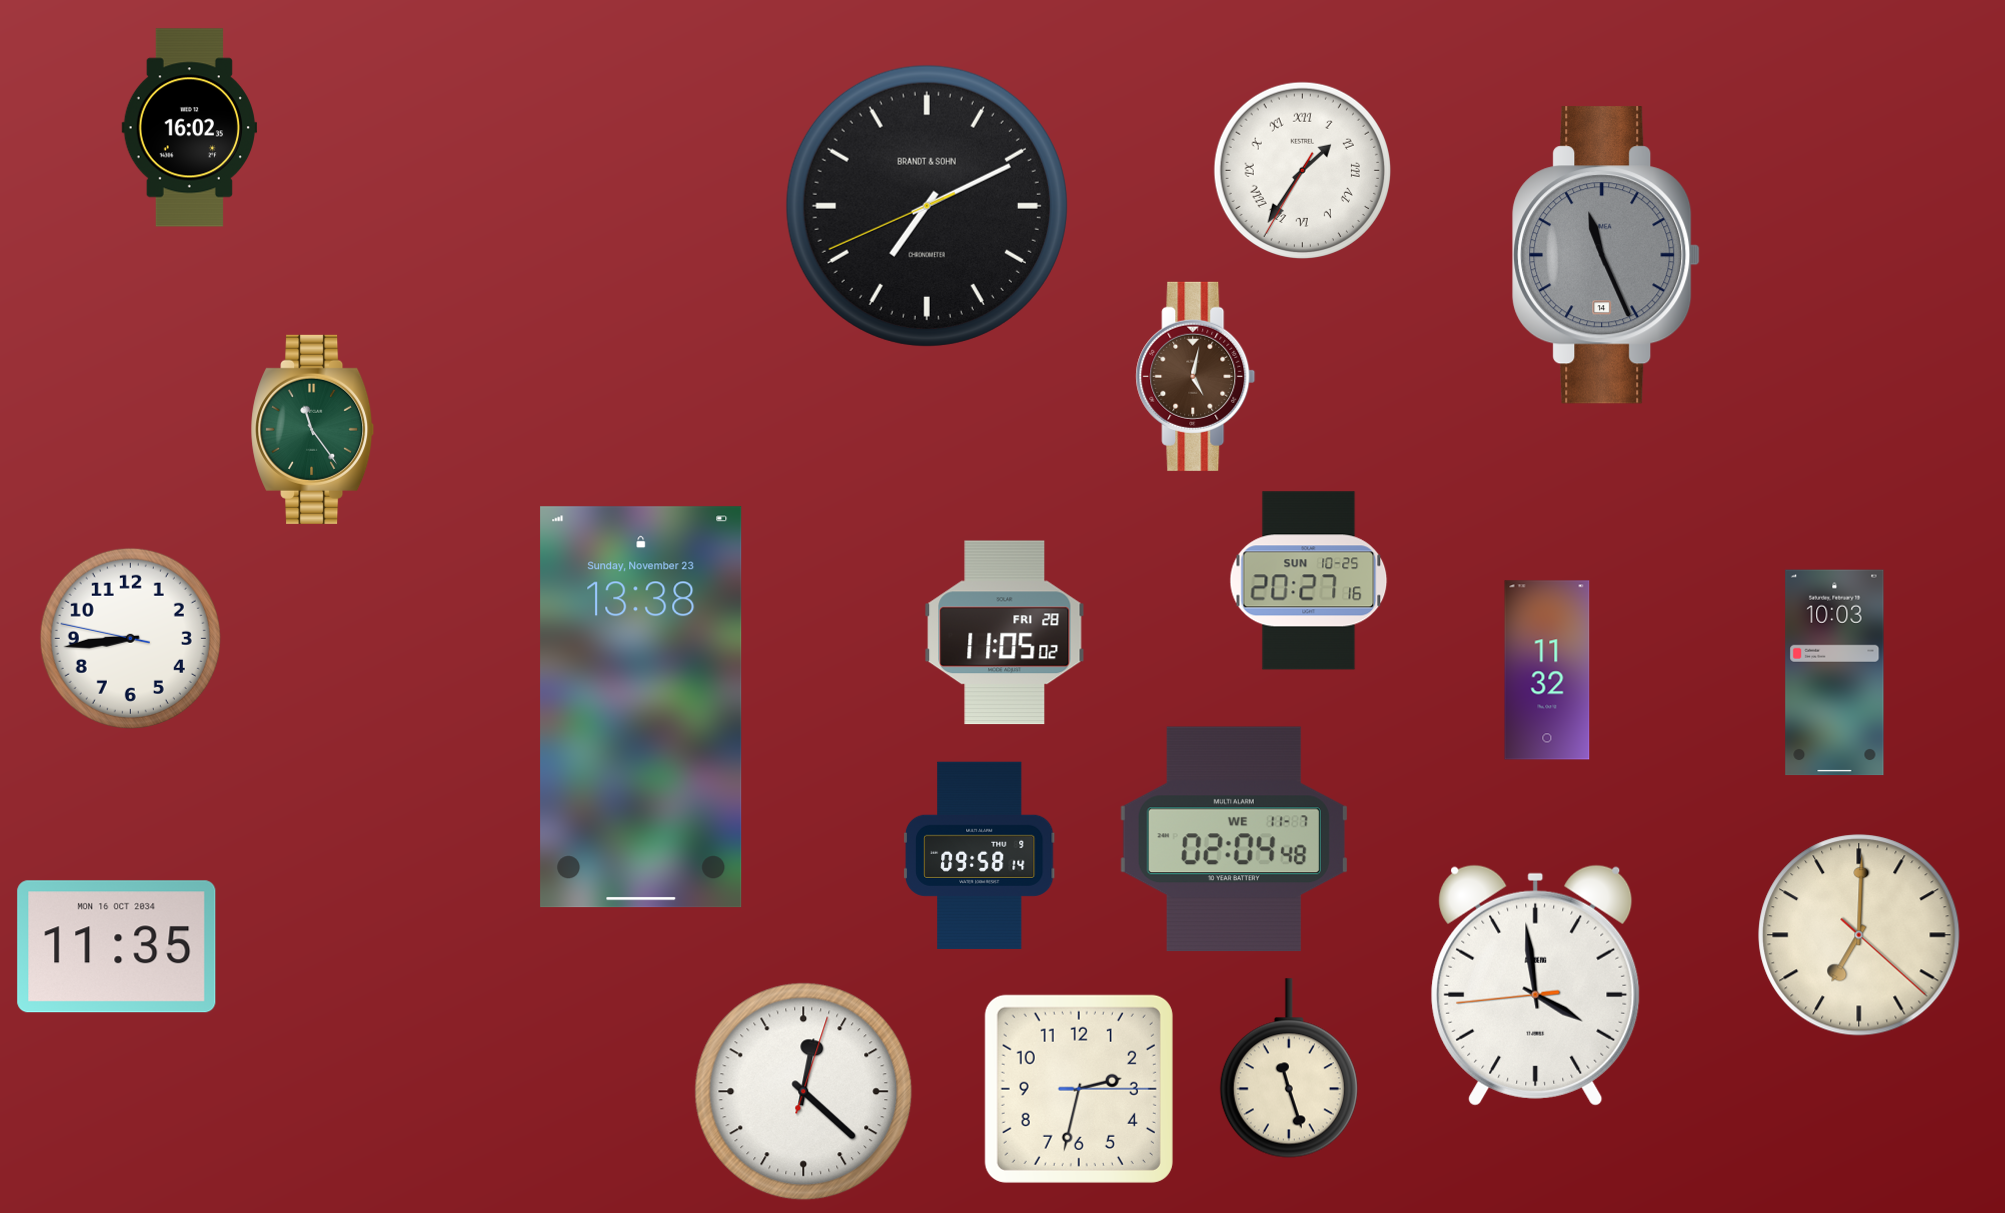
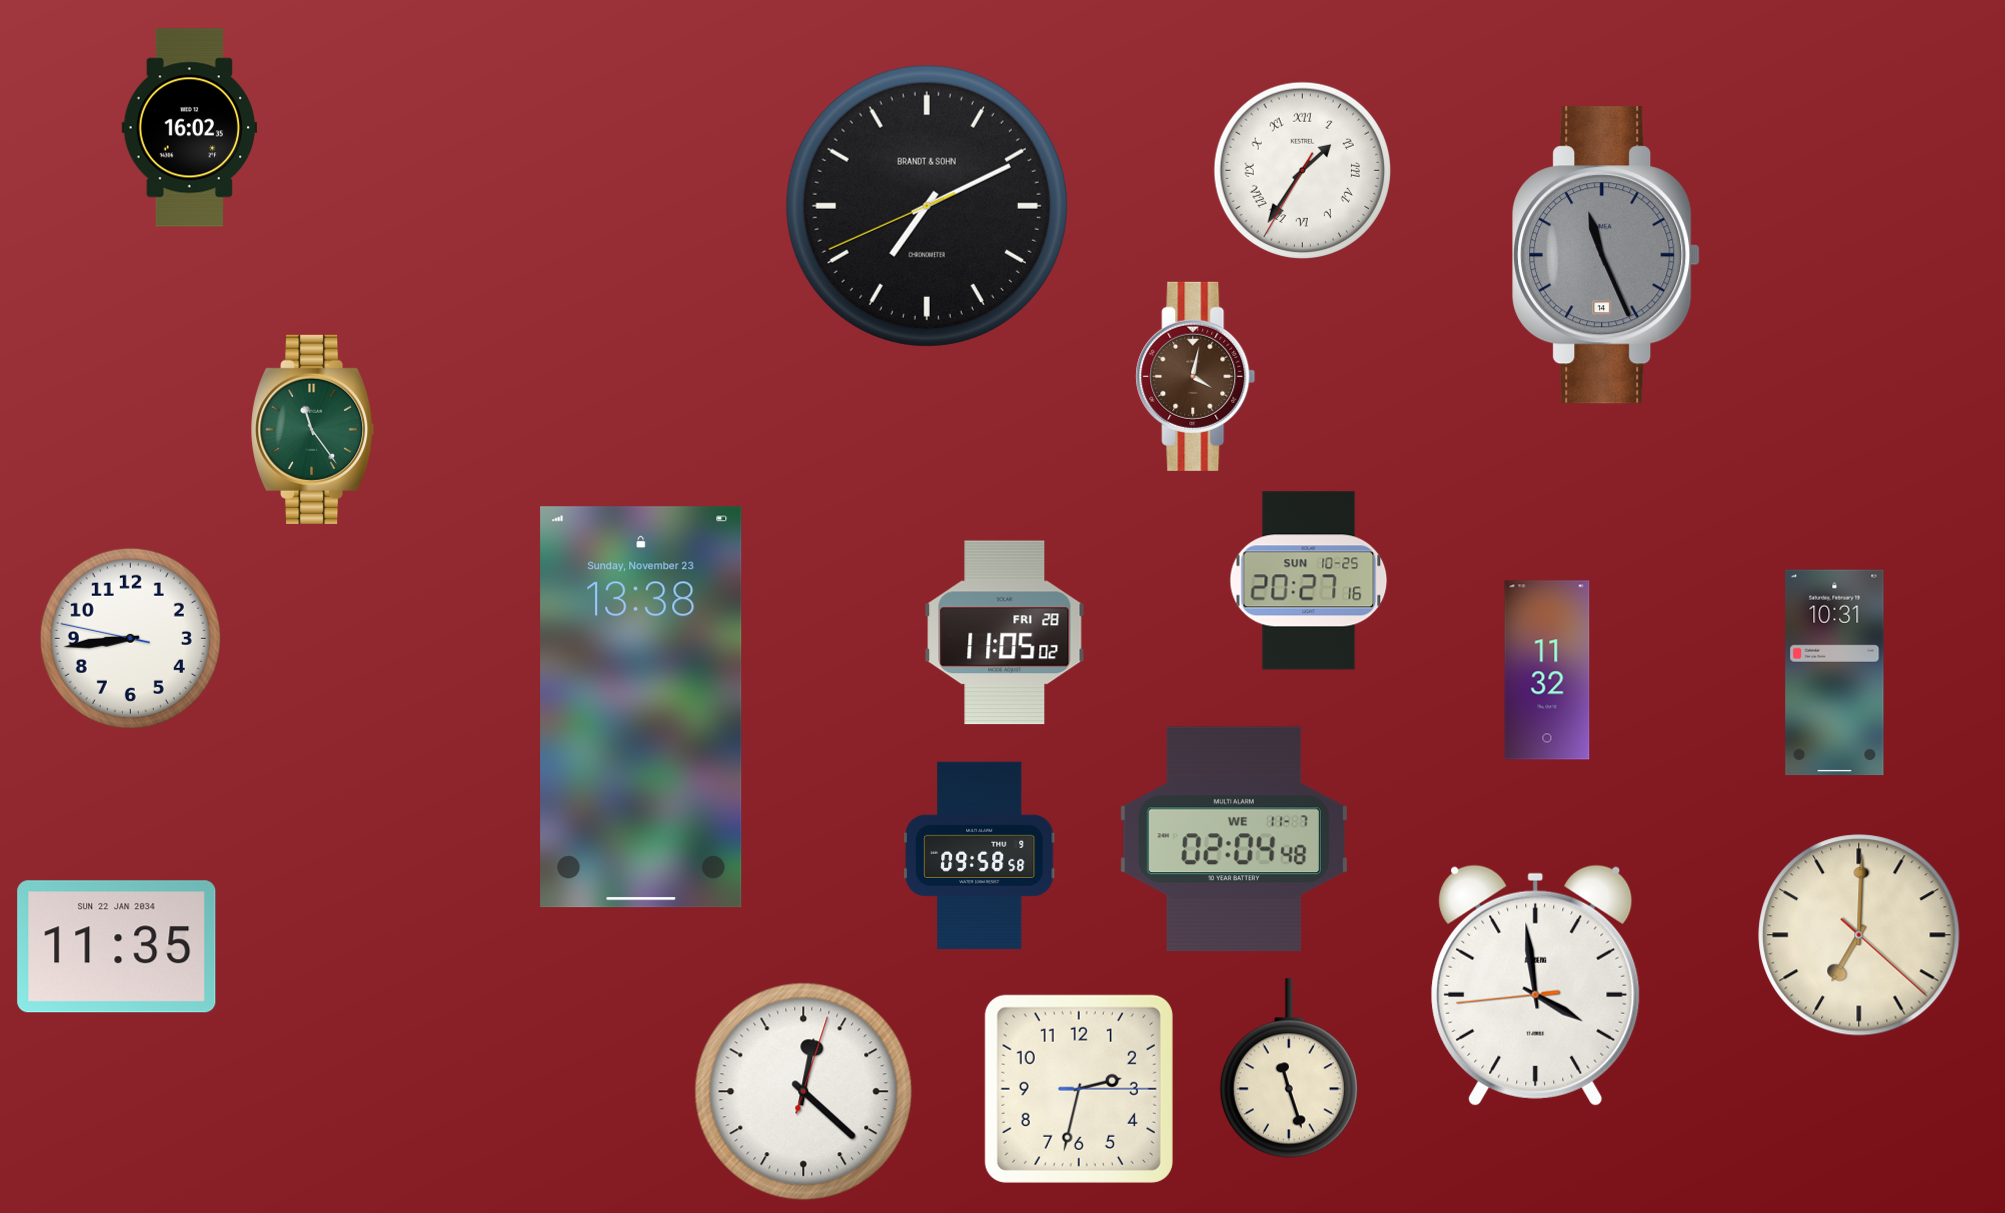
clock at (1196, 376): 5:02 -> 4:02
clock at (1835, 673): 10:03 -> 10:31
clock at (979, 855): 09:58:14 -> 09:58:58
clock at (117, 947) date: MON 16 OCT 2034 -> SUN 22 JAN 2034
